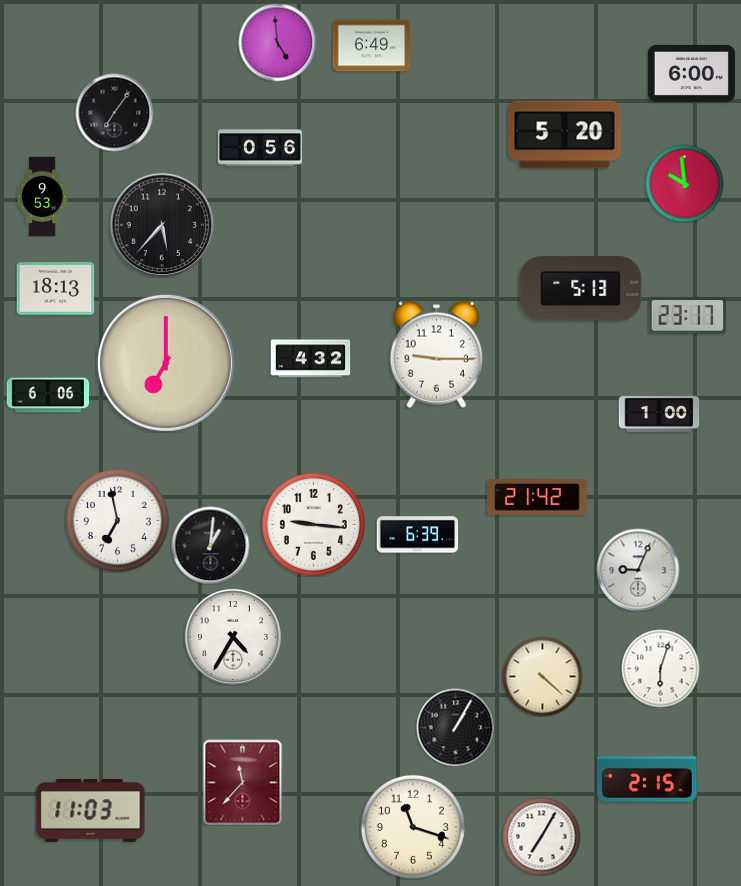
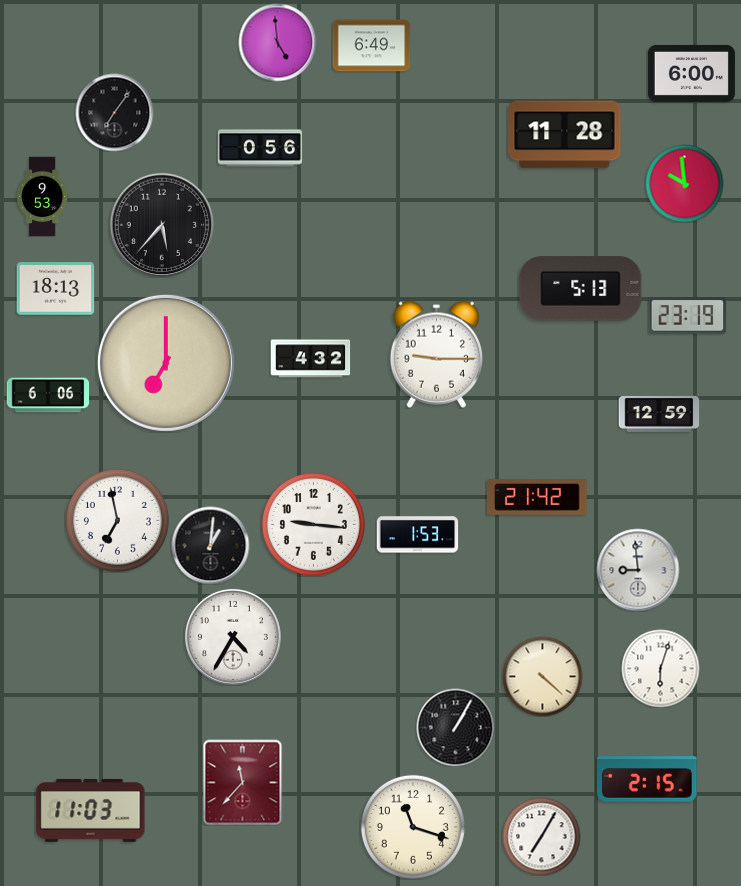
clock at (565, 135): 5:20 -> 11:28
clock at (687, 316): 23:17 -> 23:19
clock at (659, 414): 1:00 -> 12:59
clock at (417, 535): 6:39 -> 1:53
clock at (638, 570): 9:04 -> 8:59
